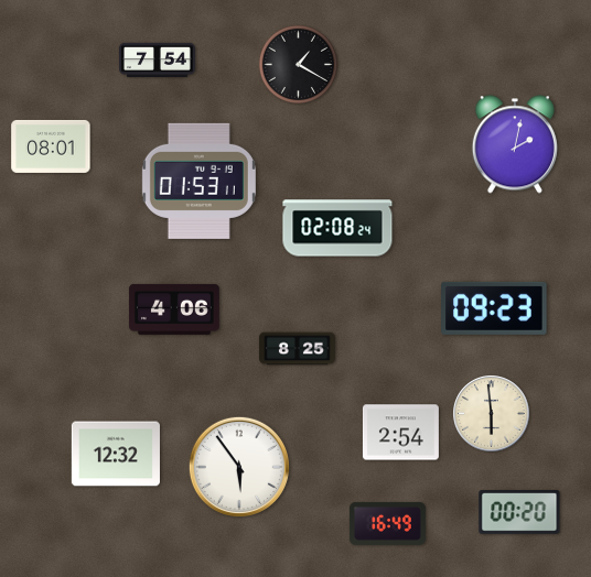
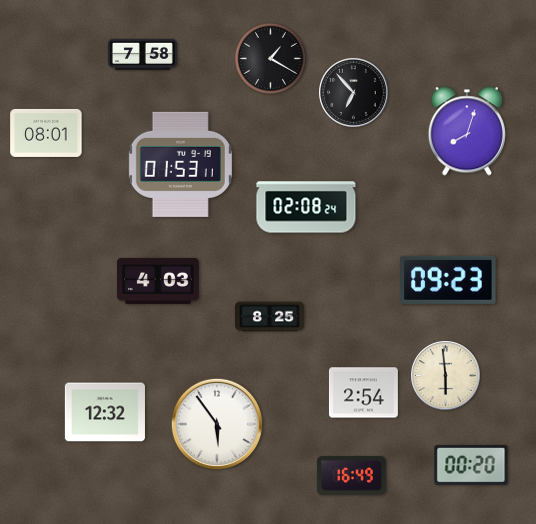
clock at (157, 59): 7:54 -> 7:58
clock at (354, 93): none -> 6:53
clock at (515, 144): 2:02 -> 8:03
clock at (174, 309): 4:06 -> 4:03
